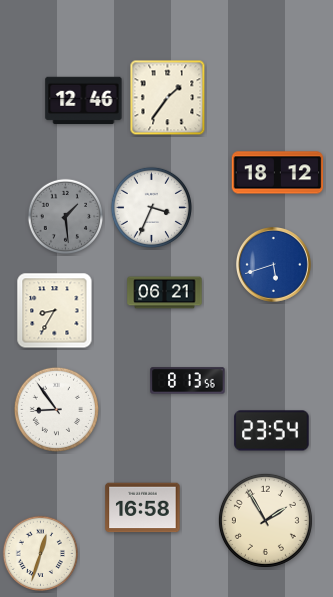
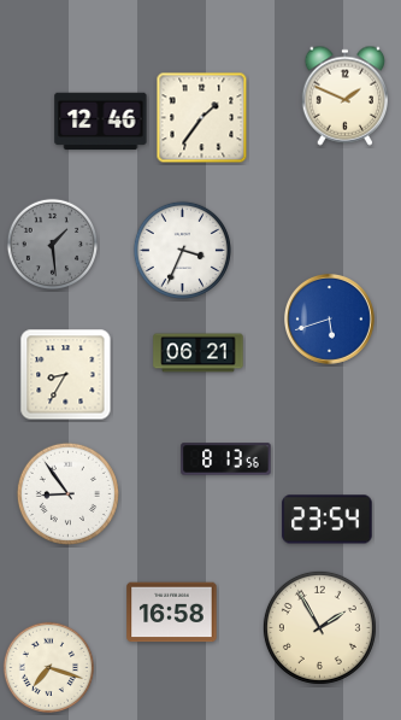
clock at (346, 95): none -> 1:49
clock at (278, 173): 18:12 -> none
clock at (65, 216) position: (65, 216) -> (52, 244)
clock at (40, 553): 12:33 -> 7:18
